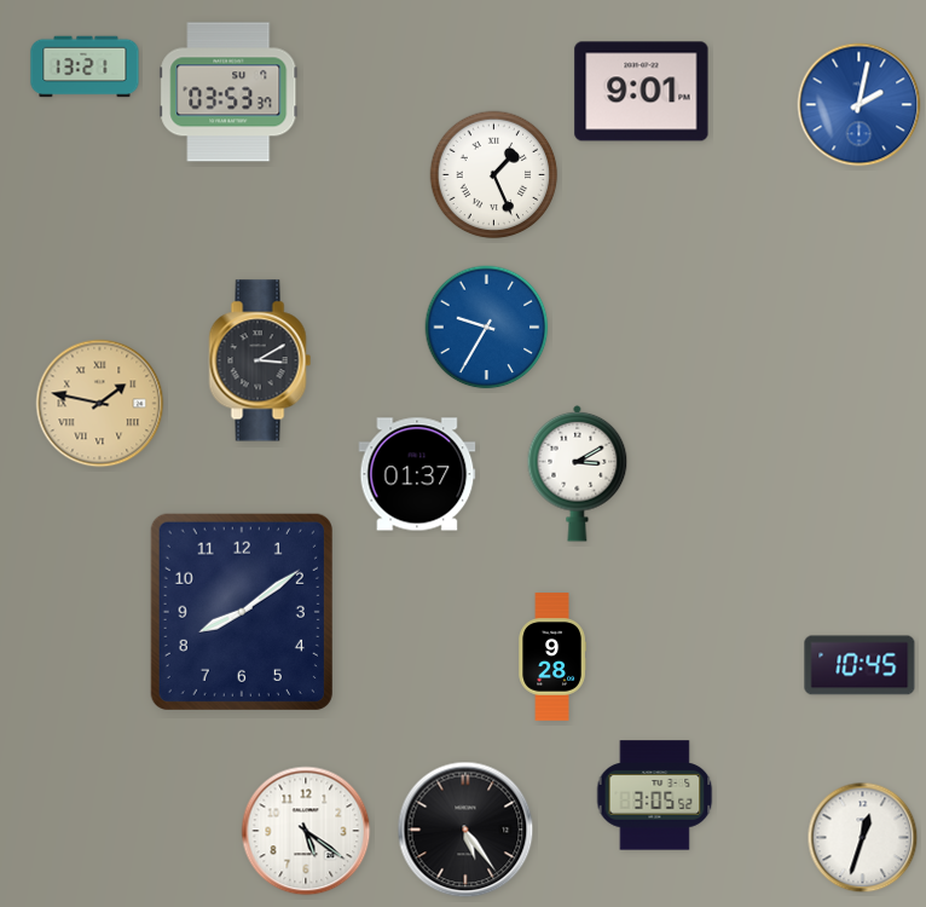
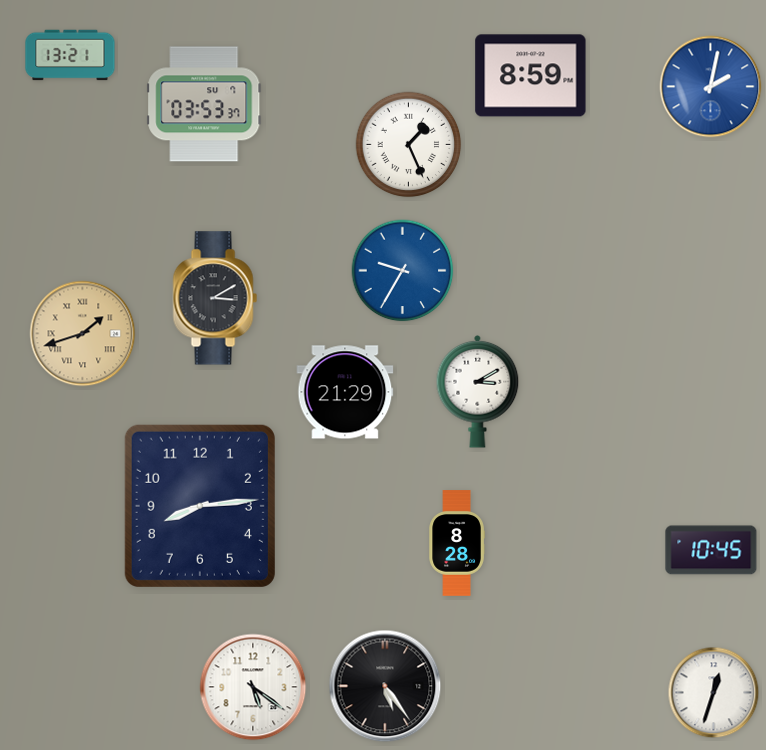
clock at (228, 92) position: (228, 92) -> (204, 104)
clock at (642, 92): 9:01 -> 8:59
clock at (100, 404): 1:47 -> 1:42
clock at (417, 474): 01:37 -> 21:29
clock at (242, 612): 8:09 -> 8:14
clock at (552, 657): 9:28 -> 8:28
clock at (655, 796): 3:05 -> none
